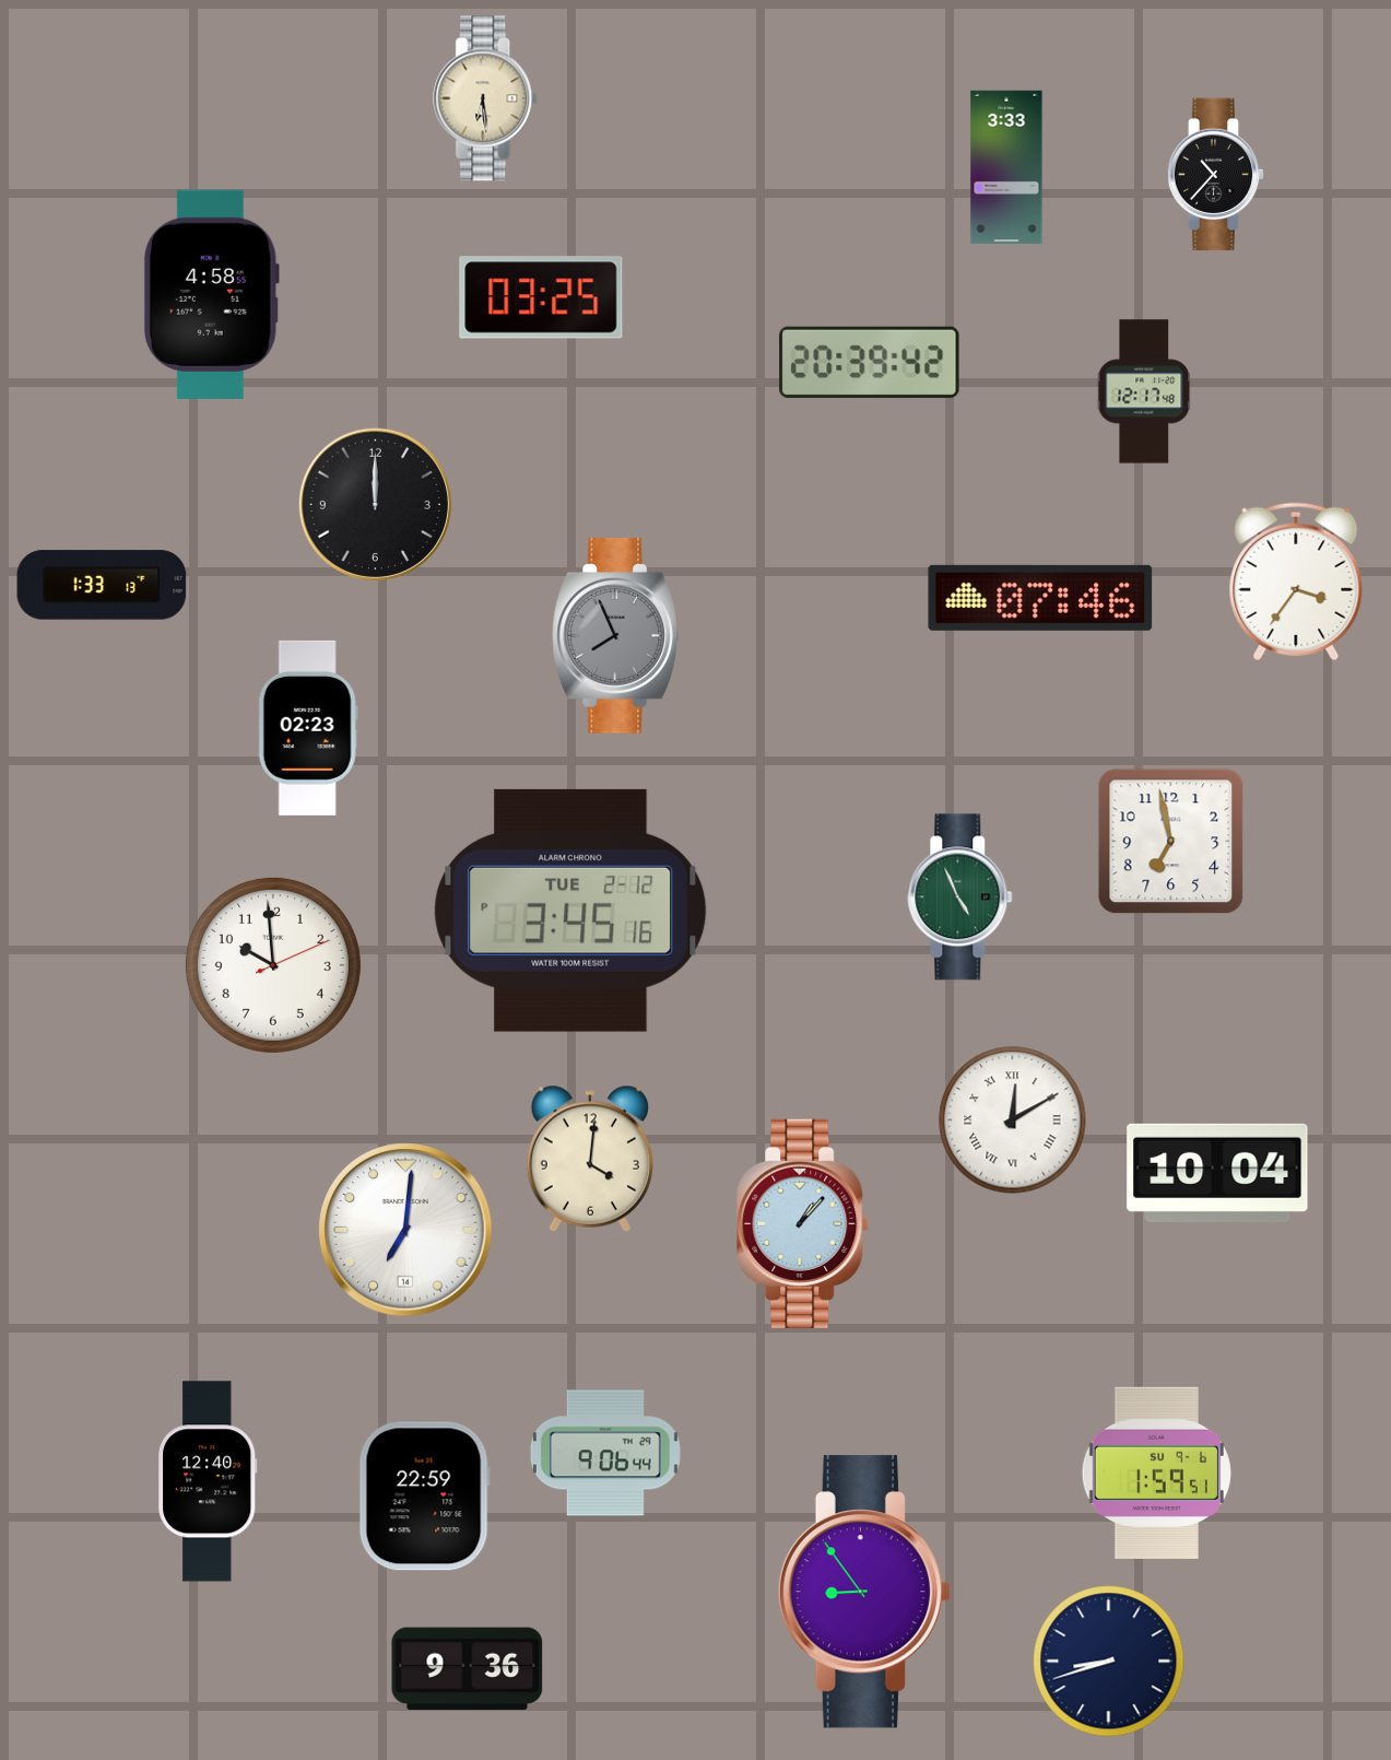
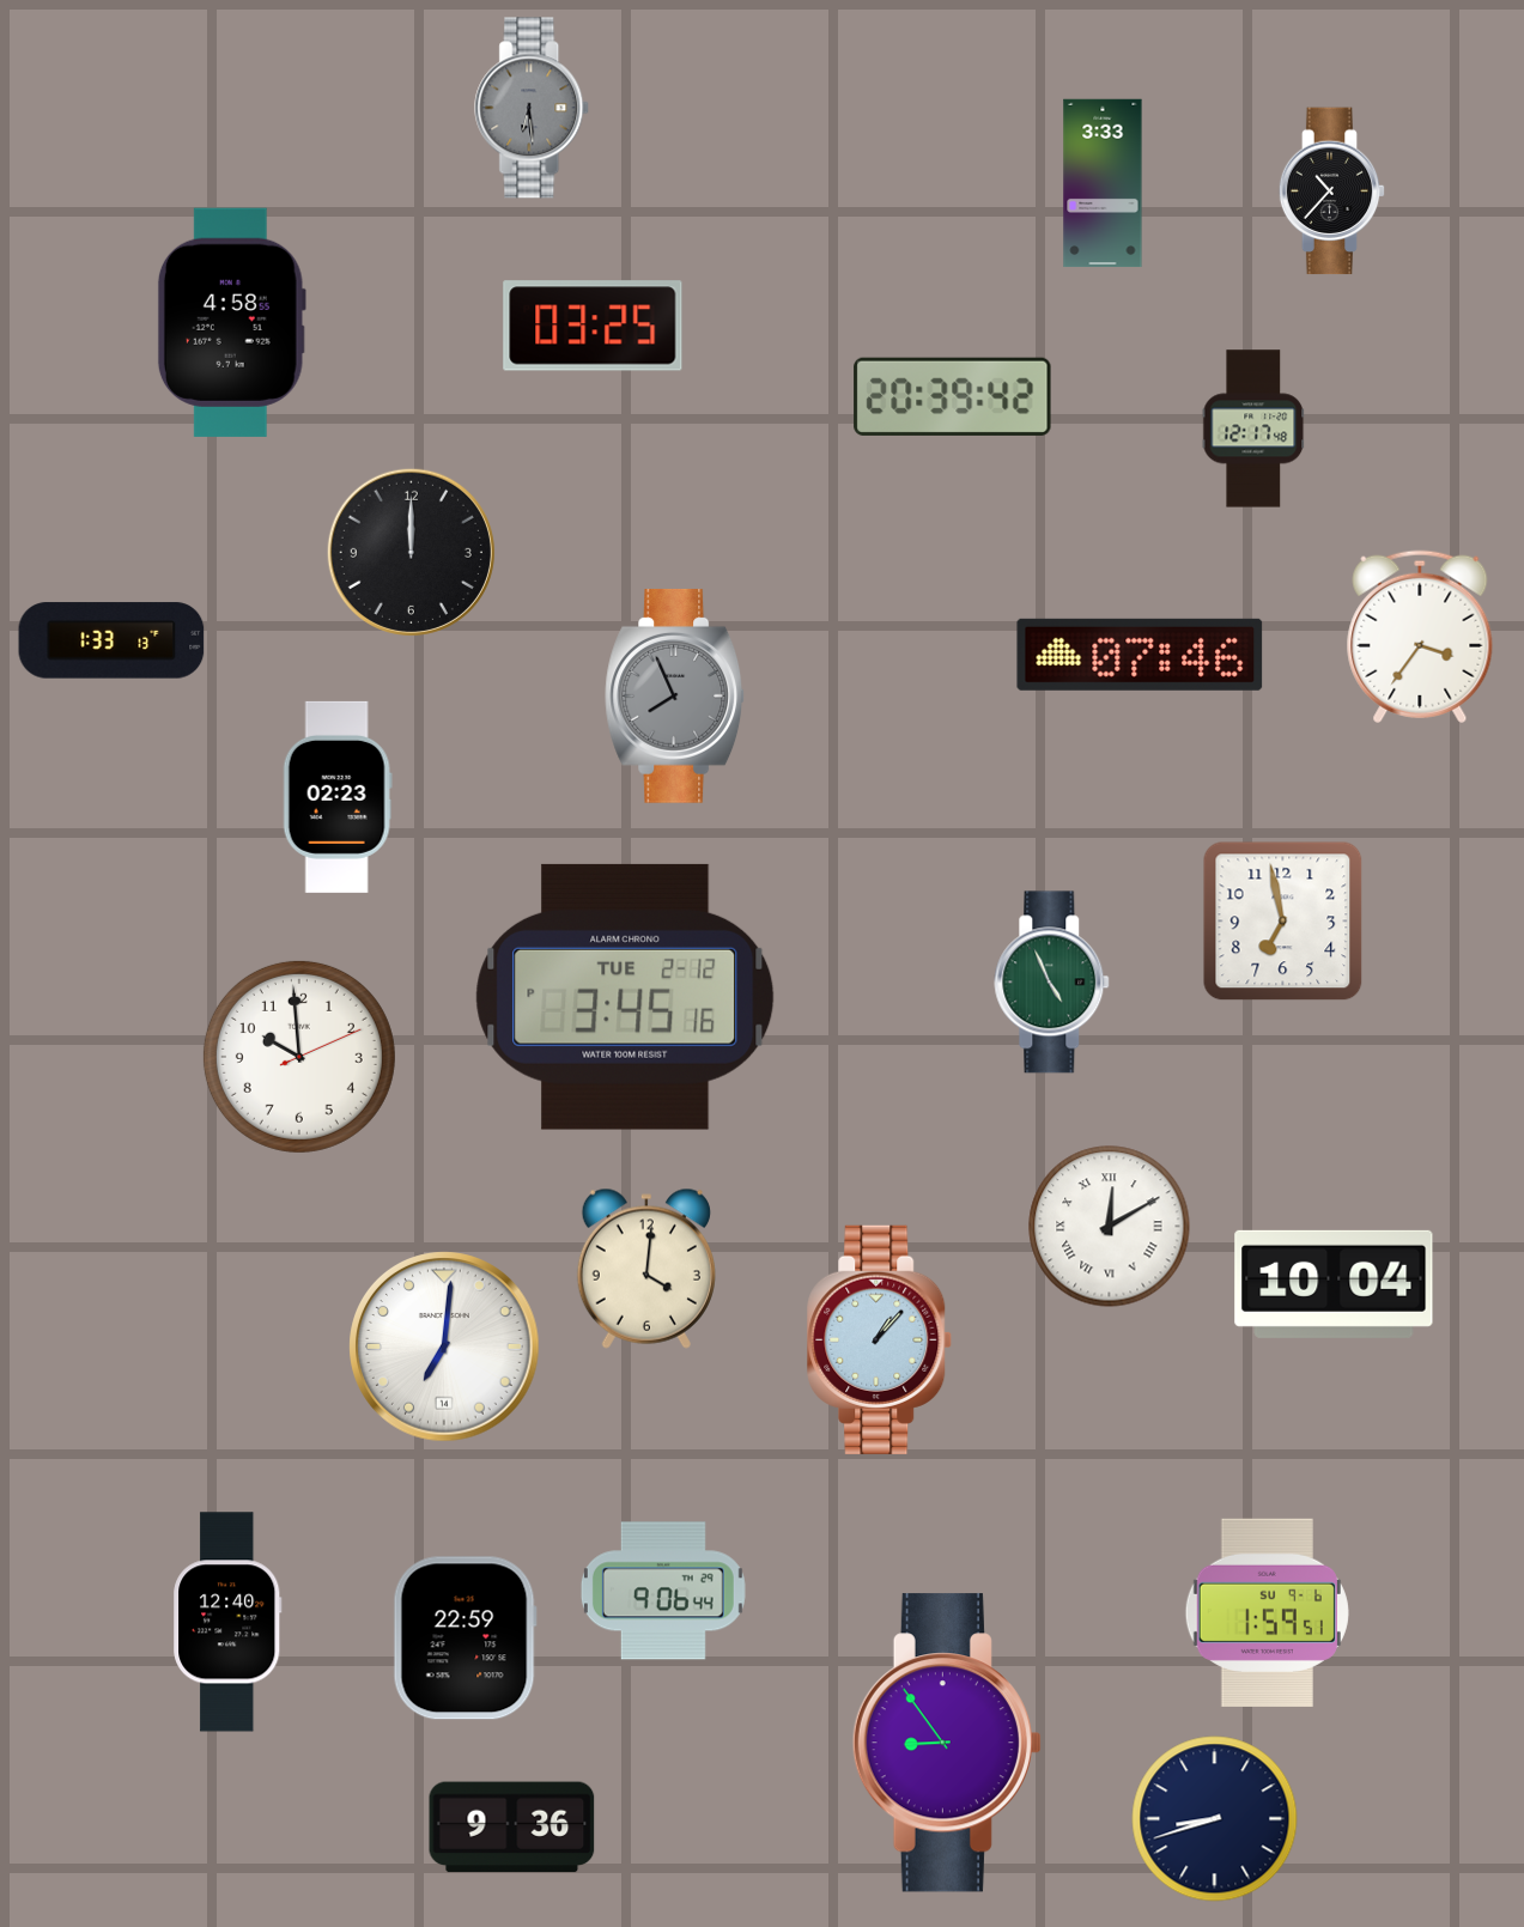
clock at (486, 98) dial: cream -> grey
